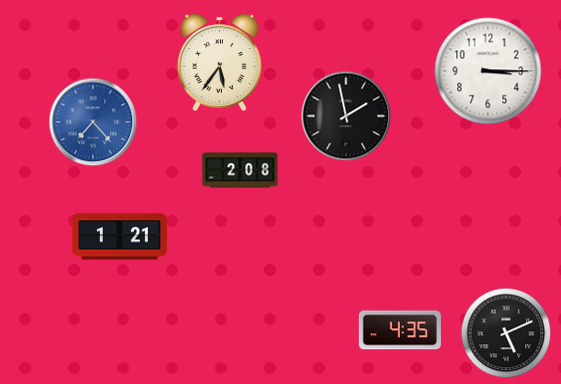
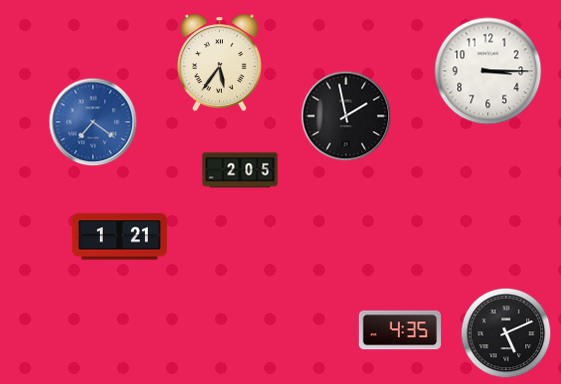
clock at (93, 122): 7:23 -> 7:21
clock at (240, 170): 2:08 -> 2:05
